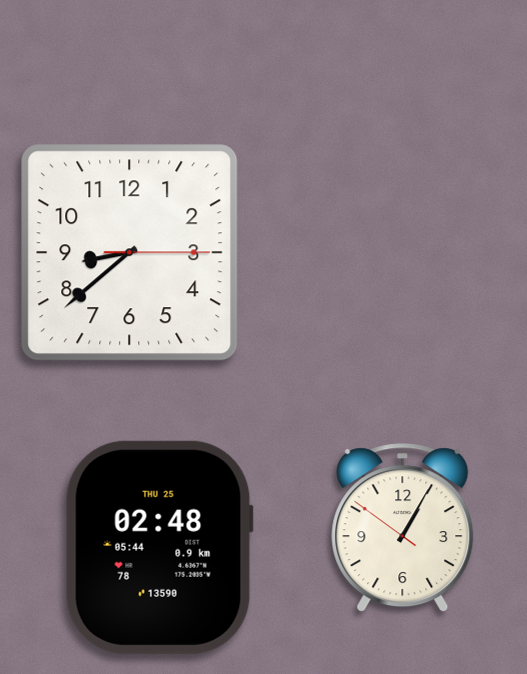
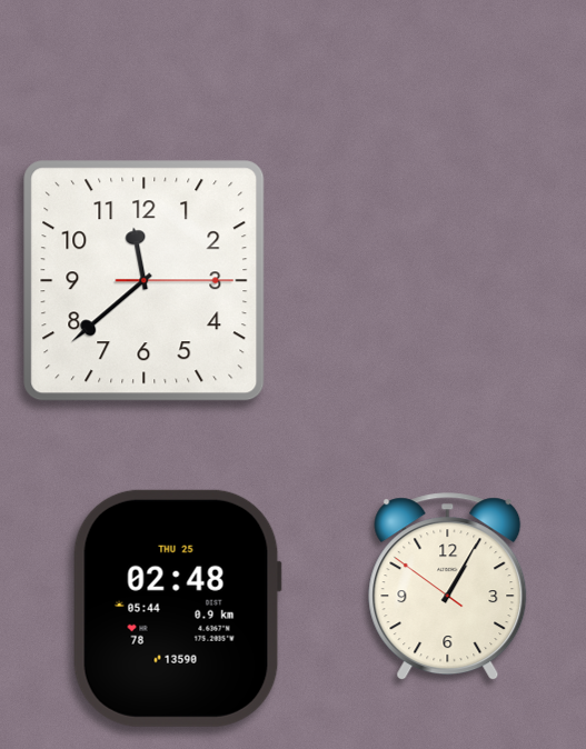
clock at (130, 253): 8:38 -> 11:38
